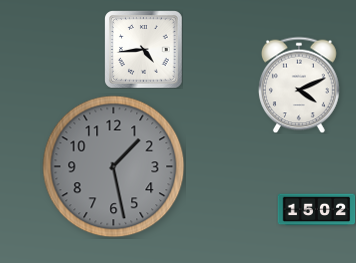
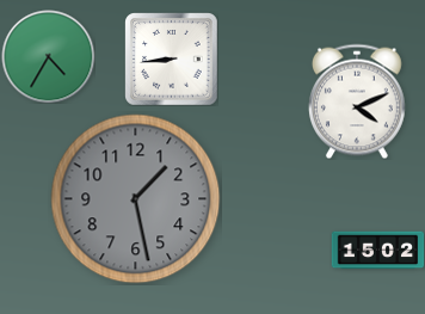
clock at (48, 56): none -> 4:35
clock at (143, 49): 4:44 -> 8:44
